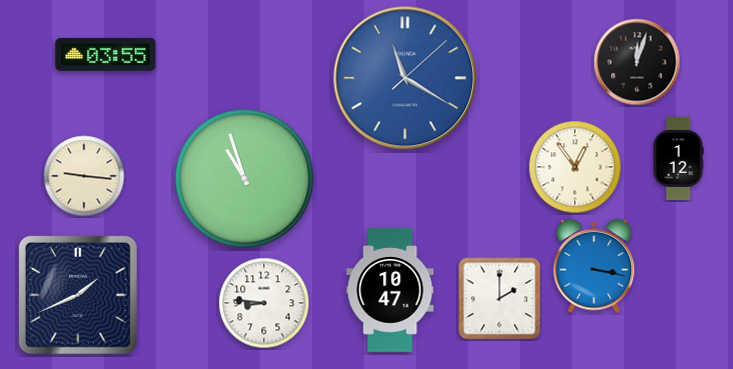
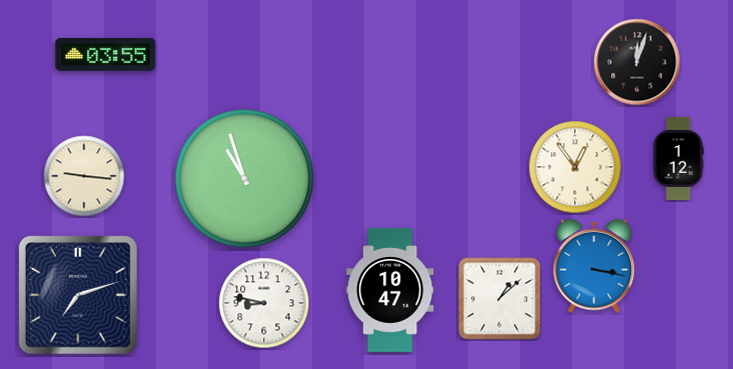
clock at (405, 78): 11:20 -> none
clock at (78, 295): 1:41 -> 7:12
clock at (500, 299): 2:00 -> 1:08
clock at (264, 303): 8:46 -> 8:47
